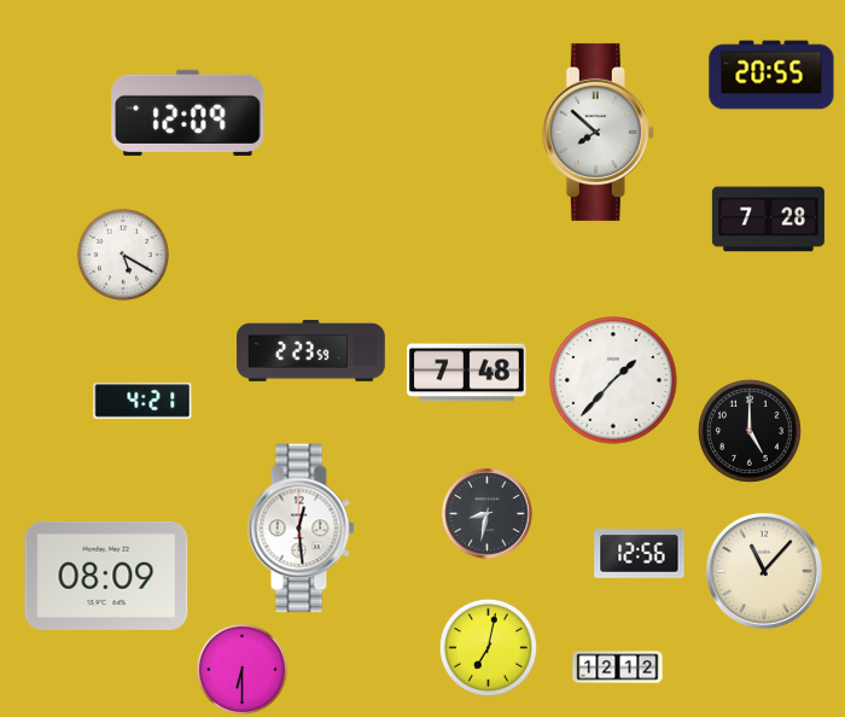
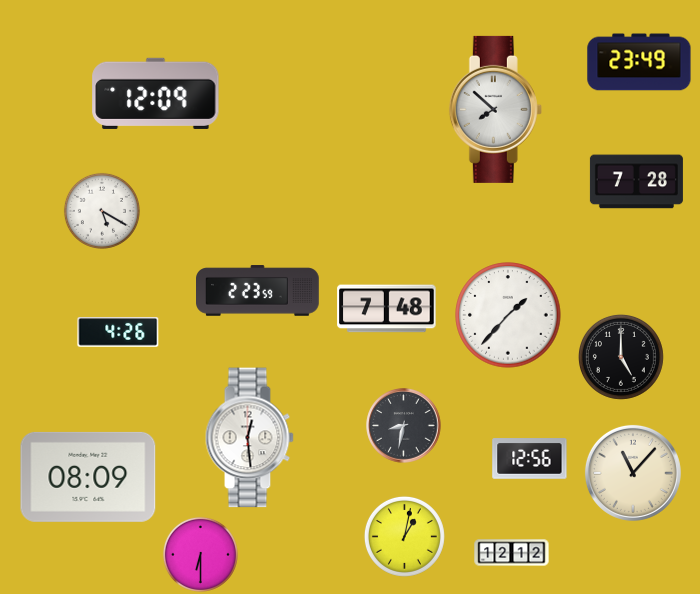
clock at (771, 75): 20:55 -> 23:49
clock at (142, 402): 4:21 -> 4:26
clock at (488, 647): 7:02 -> 1:02
